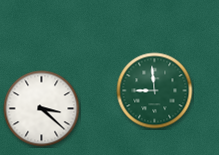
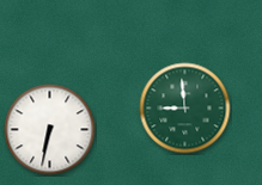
clock at (42, 109): 3:22 -> 6:32
